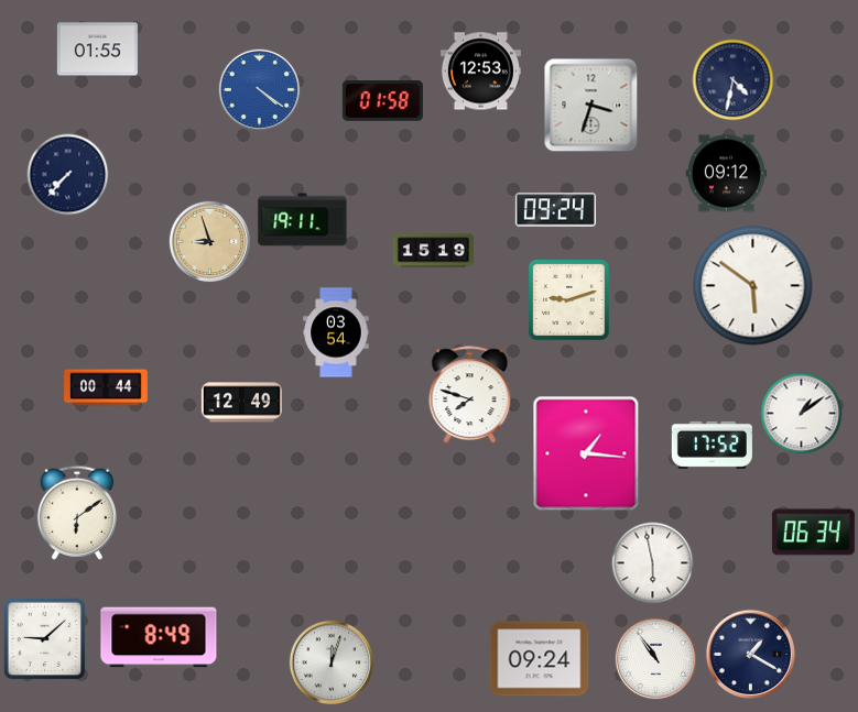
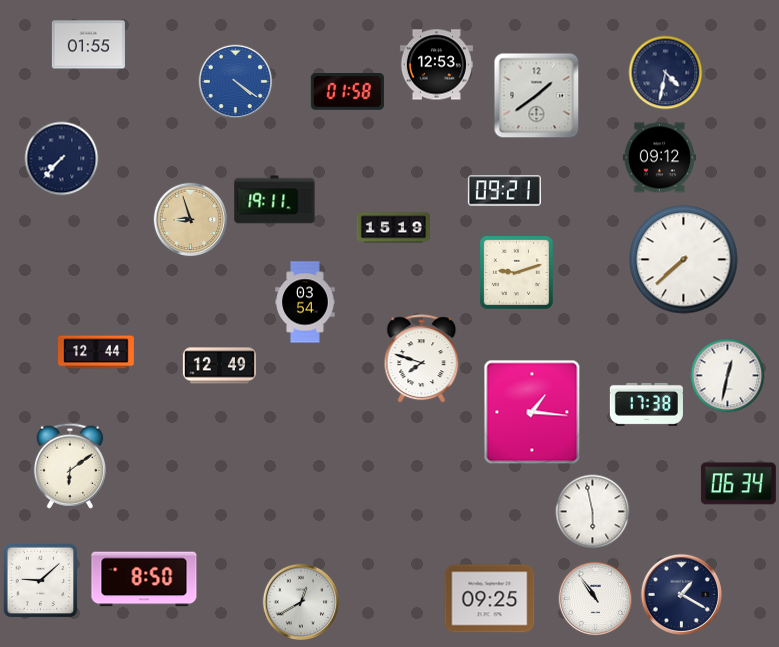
clock at (591, 106): 3:33 -> 1:39
clock at (555, 210): 09:24 -> 09:21
clock at (753, 286): 5:51 -> 7:38
clock at (106, 387): 00:44 -> 12:44
clock at (470, 395) position: (470, 395) -> (422, 359)
clock at (802, 414): 1:09 -> 12:32
clock at (712, 445): 17:52 -> 17:38
clock at (159, 637): 8:49 -> 8:50
clock at (540, 659): 09:24 -> 09:25
clock at (332, 662): 12:03 -> 12:40
